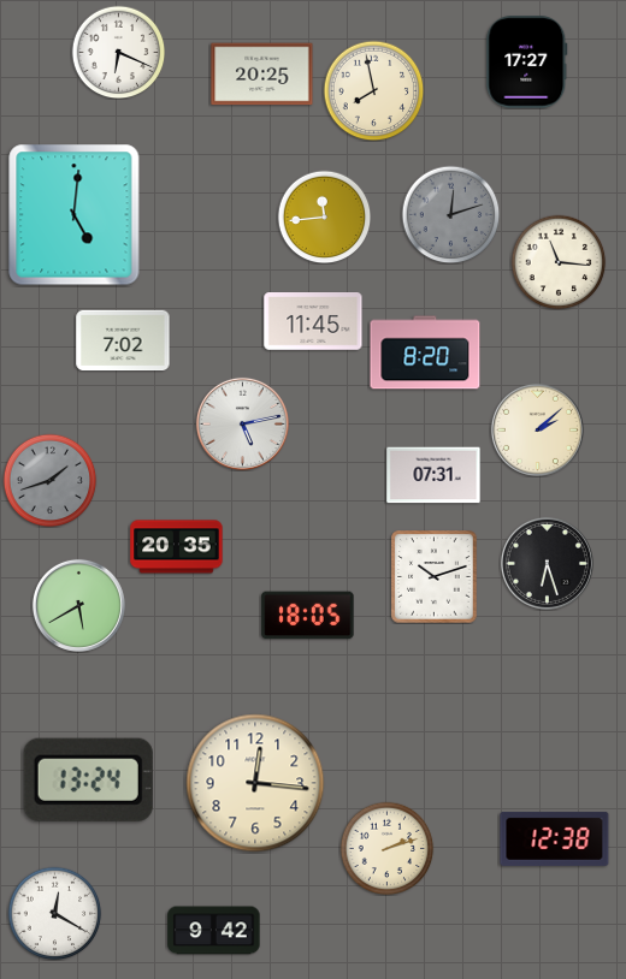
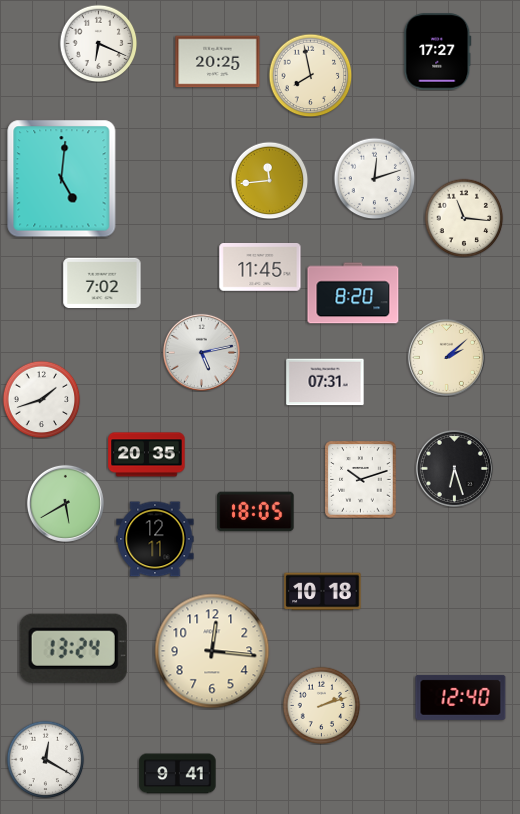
clock at (450, 214) dial: grey -> white
clock at (433, 475) position: (433, 475) -> (325, 382)
clock at (49, 480) dial: grey -> white
clock at (155, 539): none -> 12:11
clock at (323, 592): none -> 10:18
clock at (555, 838): 12:38 -> 12:40
clock at (214, 931): 9:42 -> 9:41
